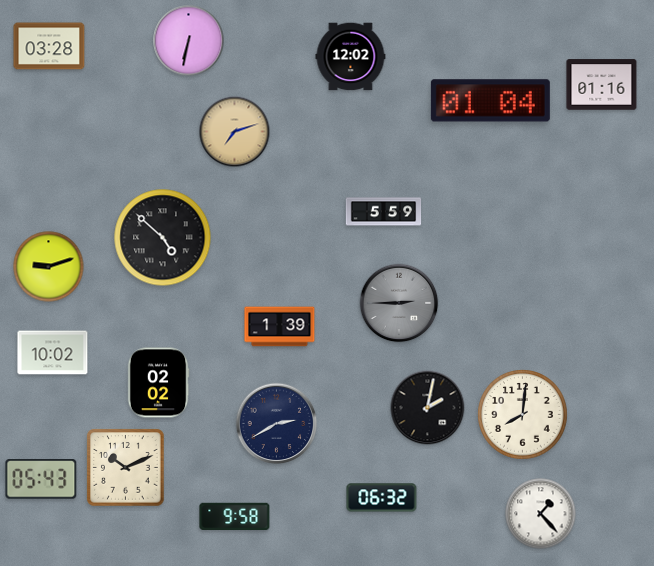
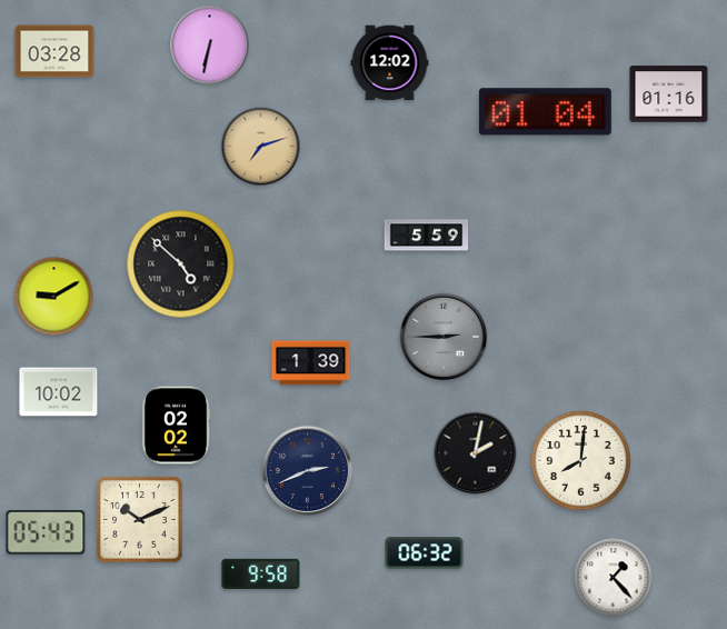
clock at (49, 267): 9:12 -> 9:10
clock at (277, 424): 2:40 -> 2:41
clock at (541, 514) position: (541, 514) -> (614, 578)
